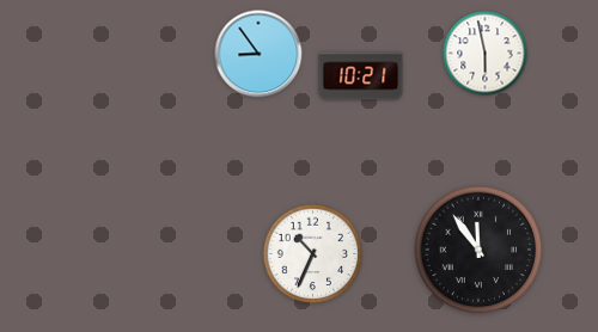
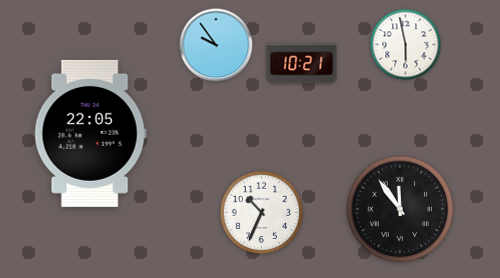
clock at (258, 54): 8:54 -> 9:54
clock at (90, 133): none -> 22:05
